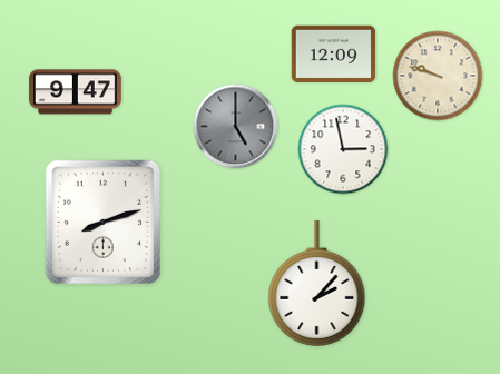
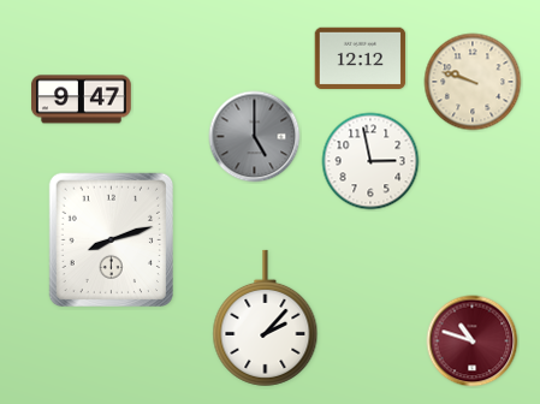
clock at (334, 55): 12:09 -> 12:12
clock at (317, 283) position: (317, 283) -> (266, 317)
clock at (473, 341): none -> 10:48
